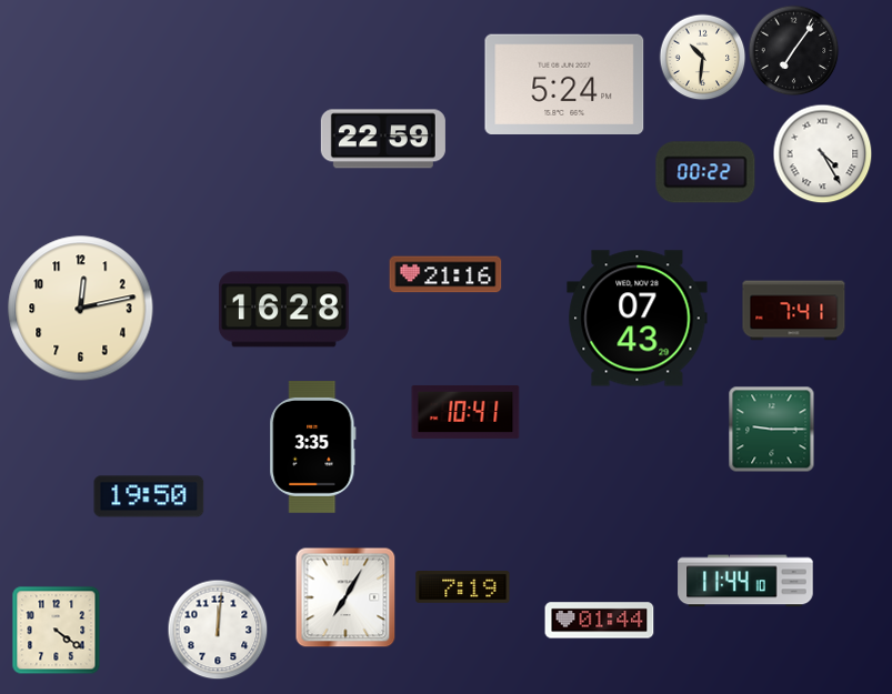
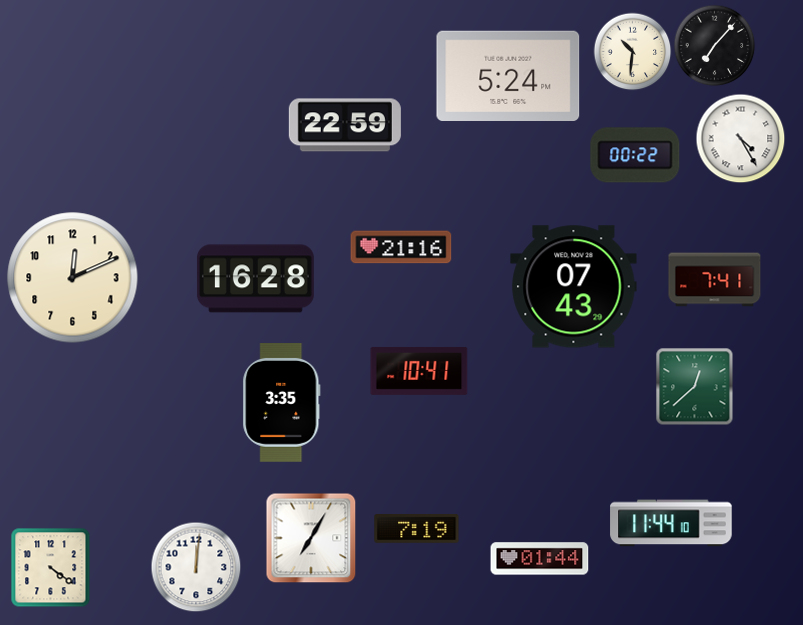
clock at (793, 50): 7:06 -> 7:07
clock at (81, 309): 12:13 -> 12:11
clock at (771, 429): 9:15 -> 12:38
clock at (149, 496): 19:50 -> none
